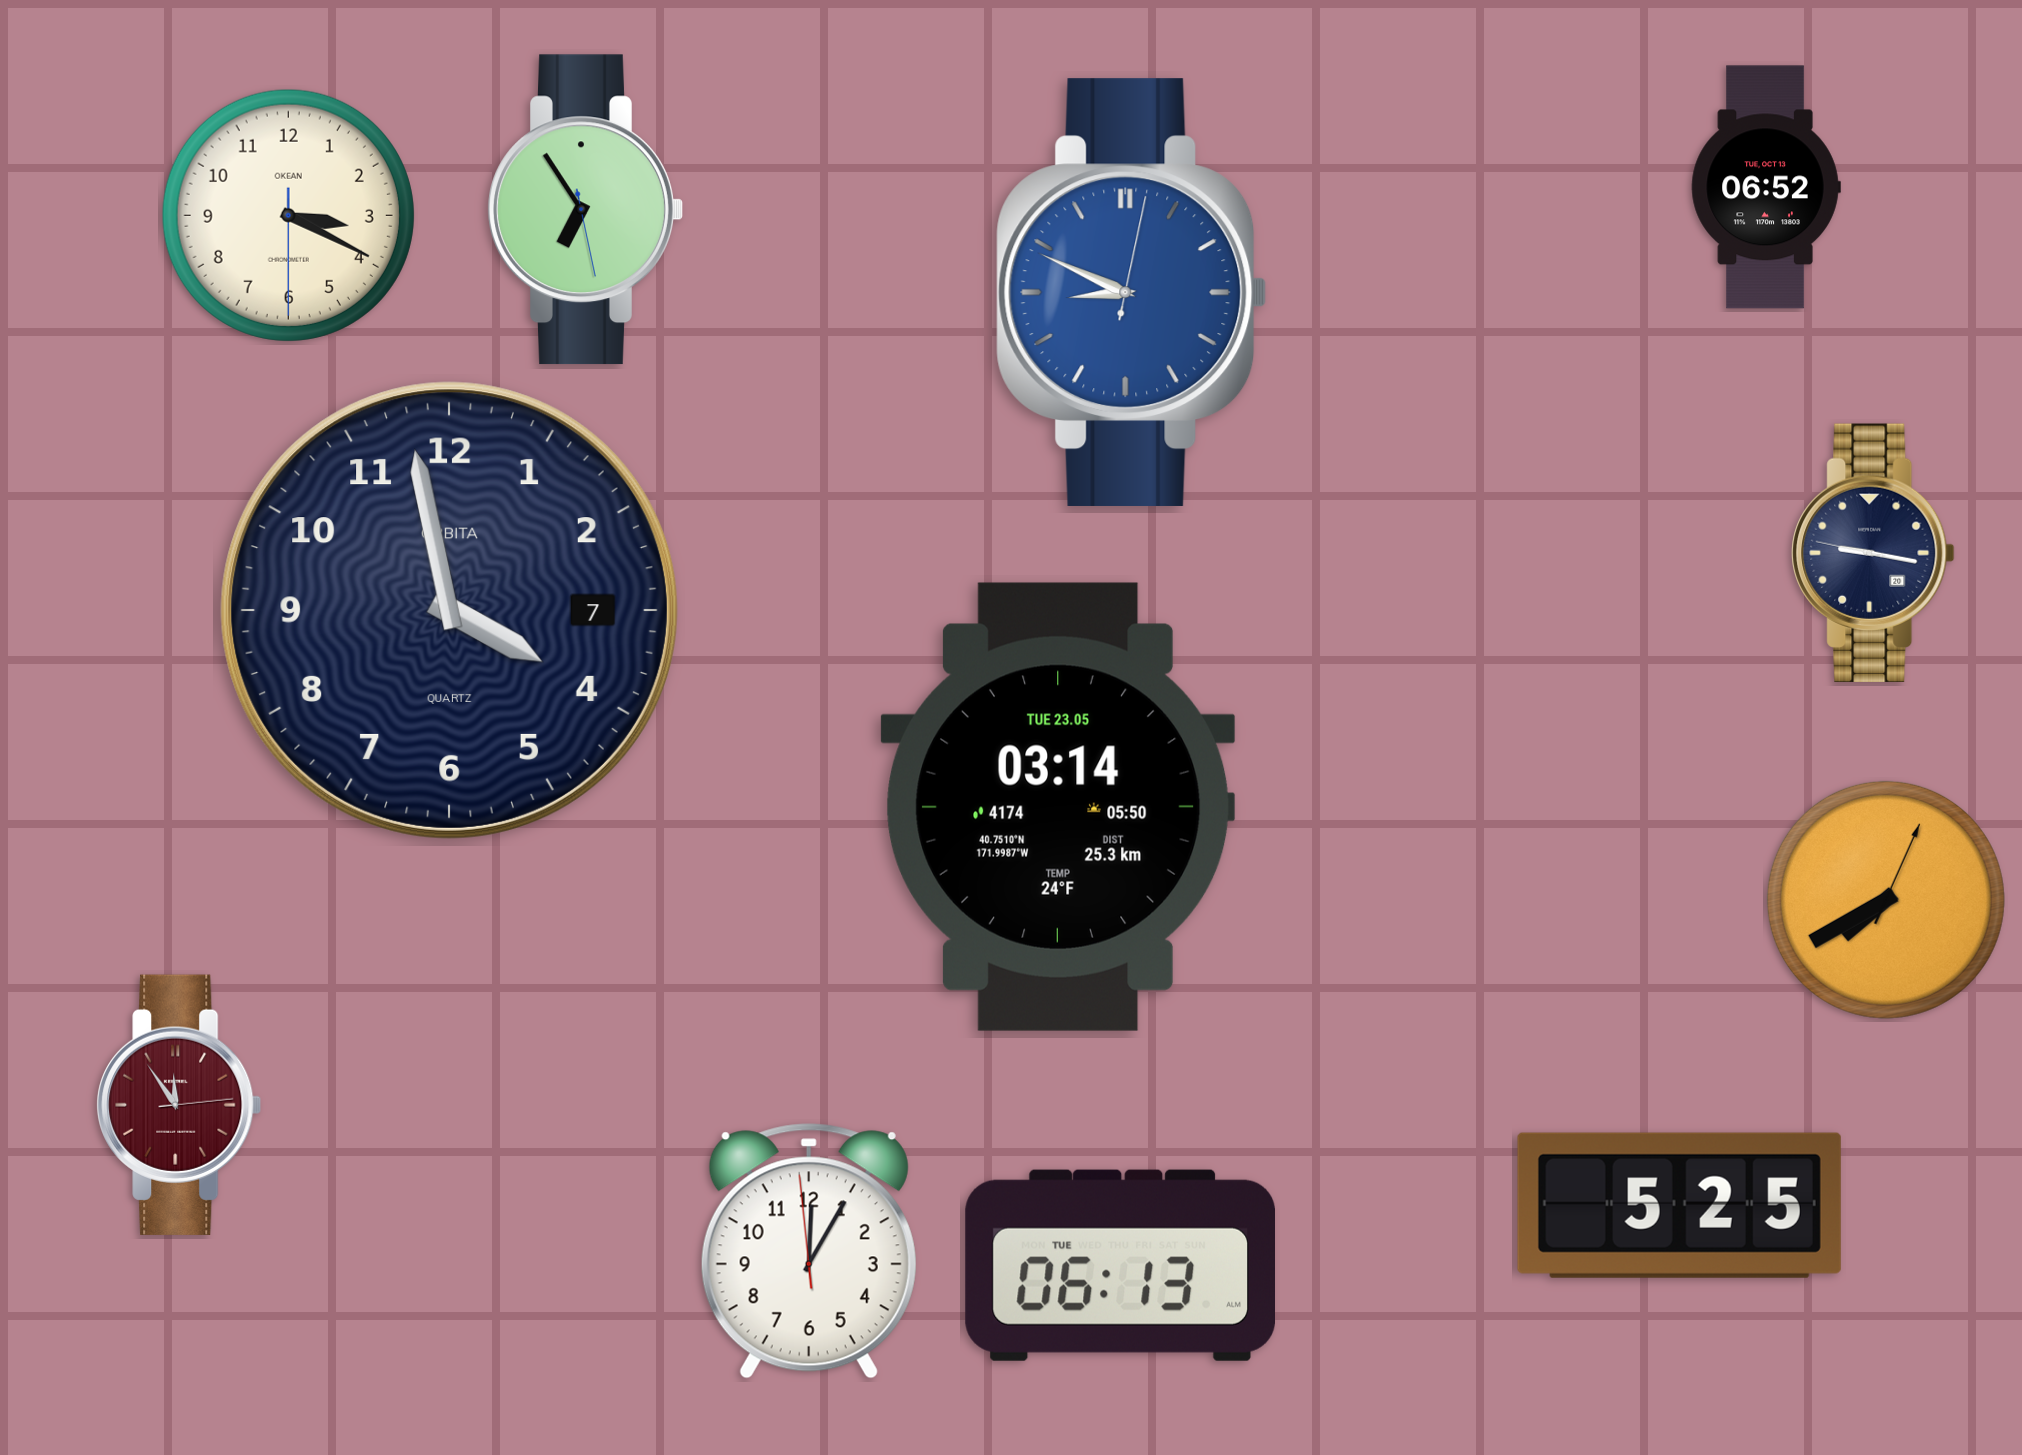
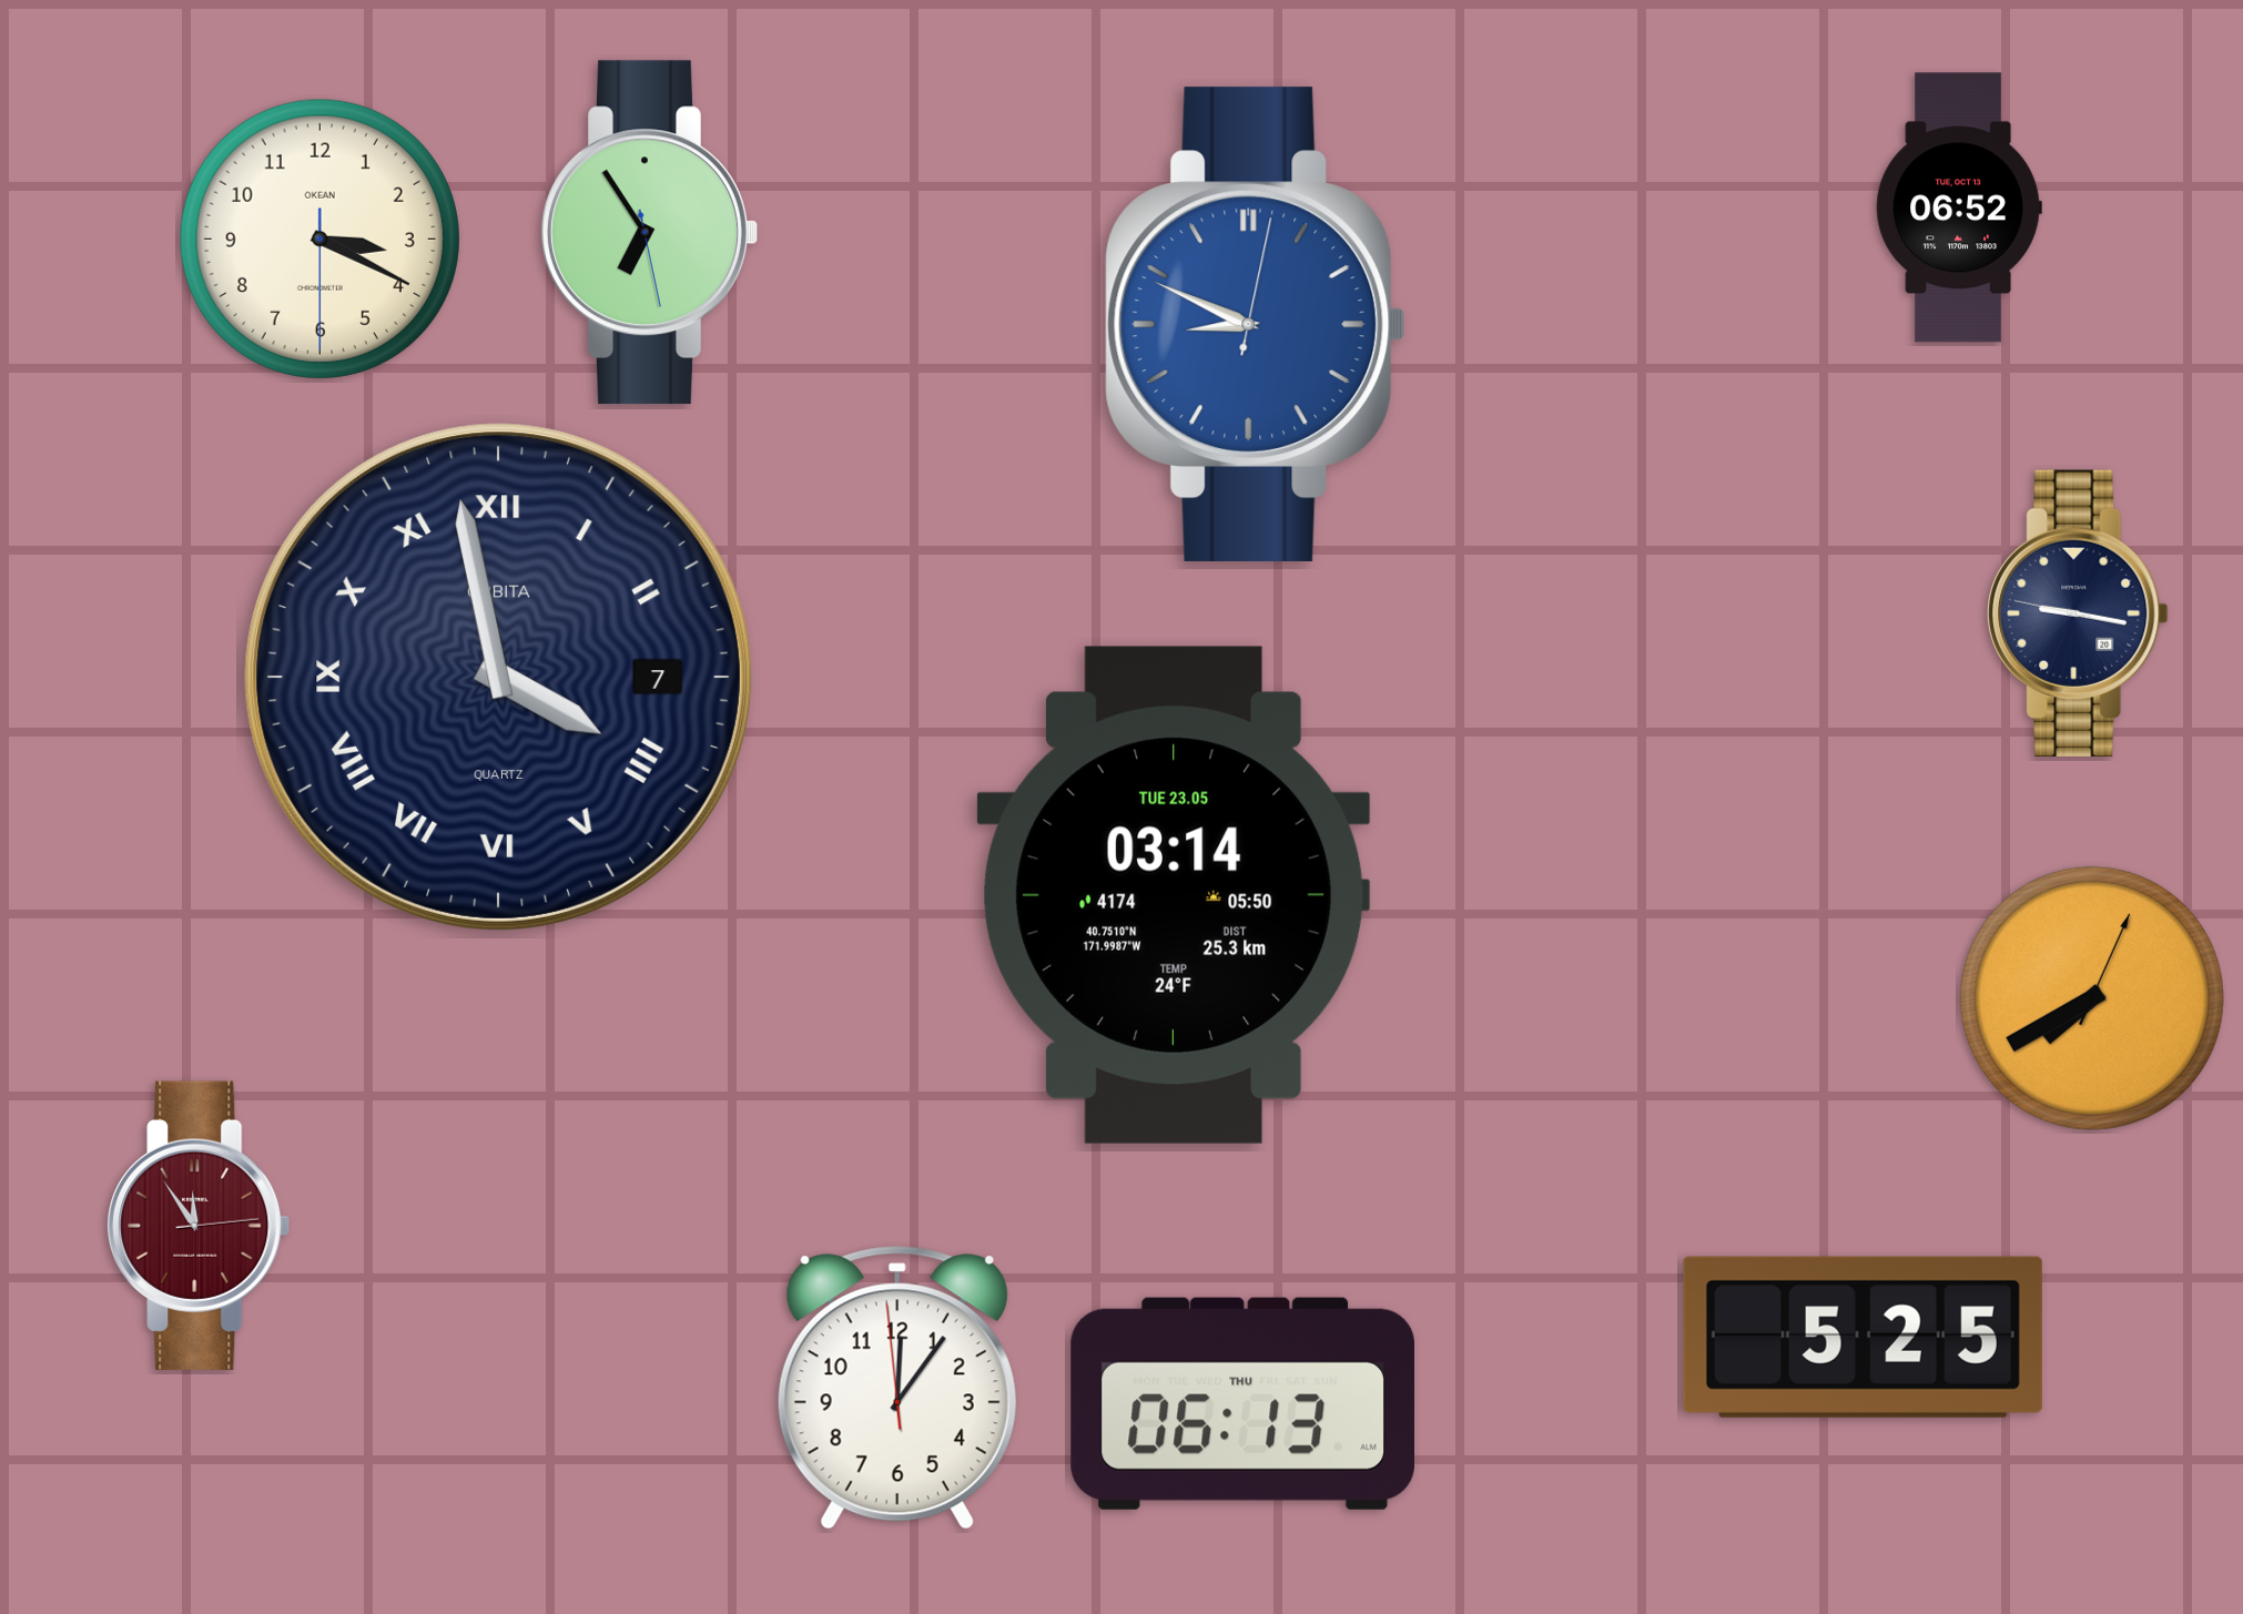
clock at (449, 610) numerals: Arabic -> Roman
clock at (809, 1251): 12:04 -> 12:05
clock at (1120, 1265) date: TUE -> THU
